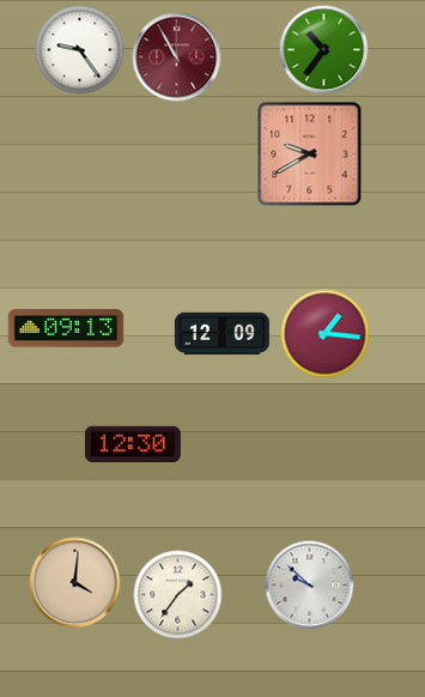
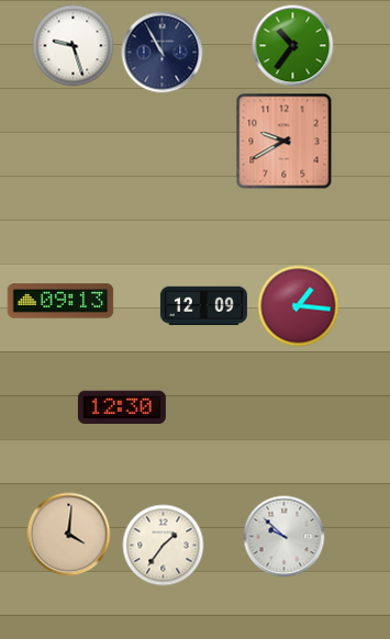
clock at (80, 50): 9:24 -> 9:27
clock at (324, 50) position: (324, 50) -> (293, 46)
clock at (177, 57) dial: burgundy -> navy
